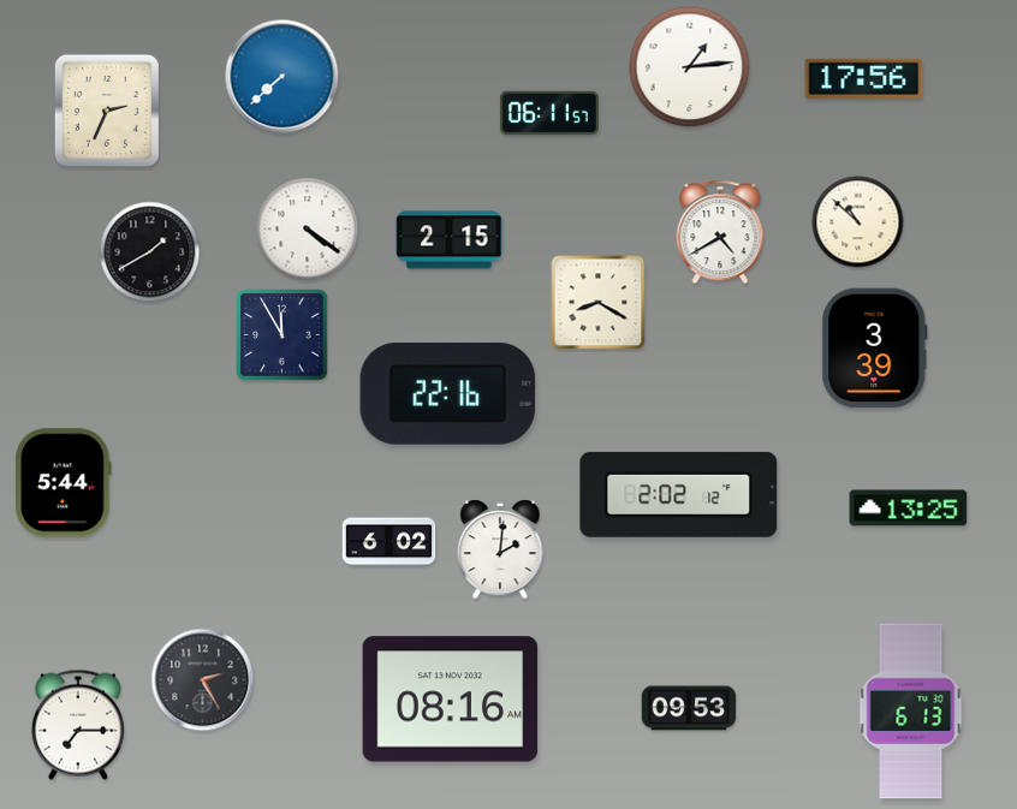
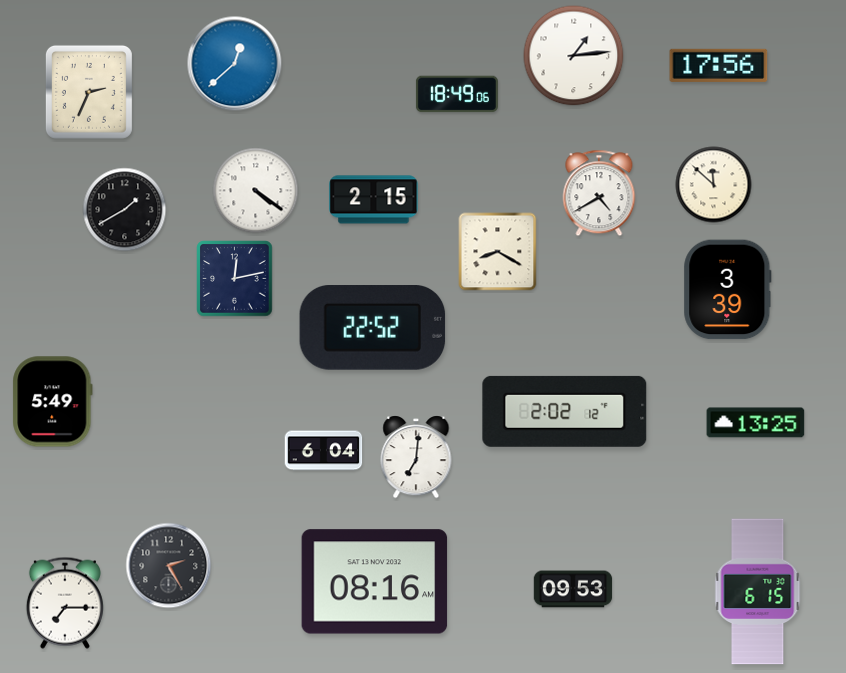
clock at (282, 77): 7:38 -> 12:38
clock at (549, 113): 06:11 -> 18:49
clock at (858, 222): 10:52 -> 11:52
clock at (282, 335): 11:55 -> 12:13
clock at (448, 394): 22:16 -> 22:52
clock at (64, 483): 5:44 -> 5:49
clock at (389, 542): 6:02 -> 6:04
clock at (500, 549): 2:01 -> 7:01
clock at (911, 712): 6:13 -> 6:15
